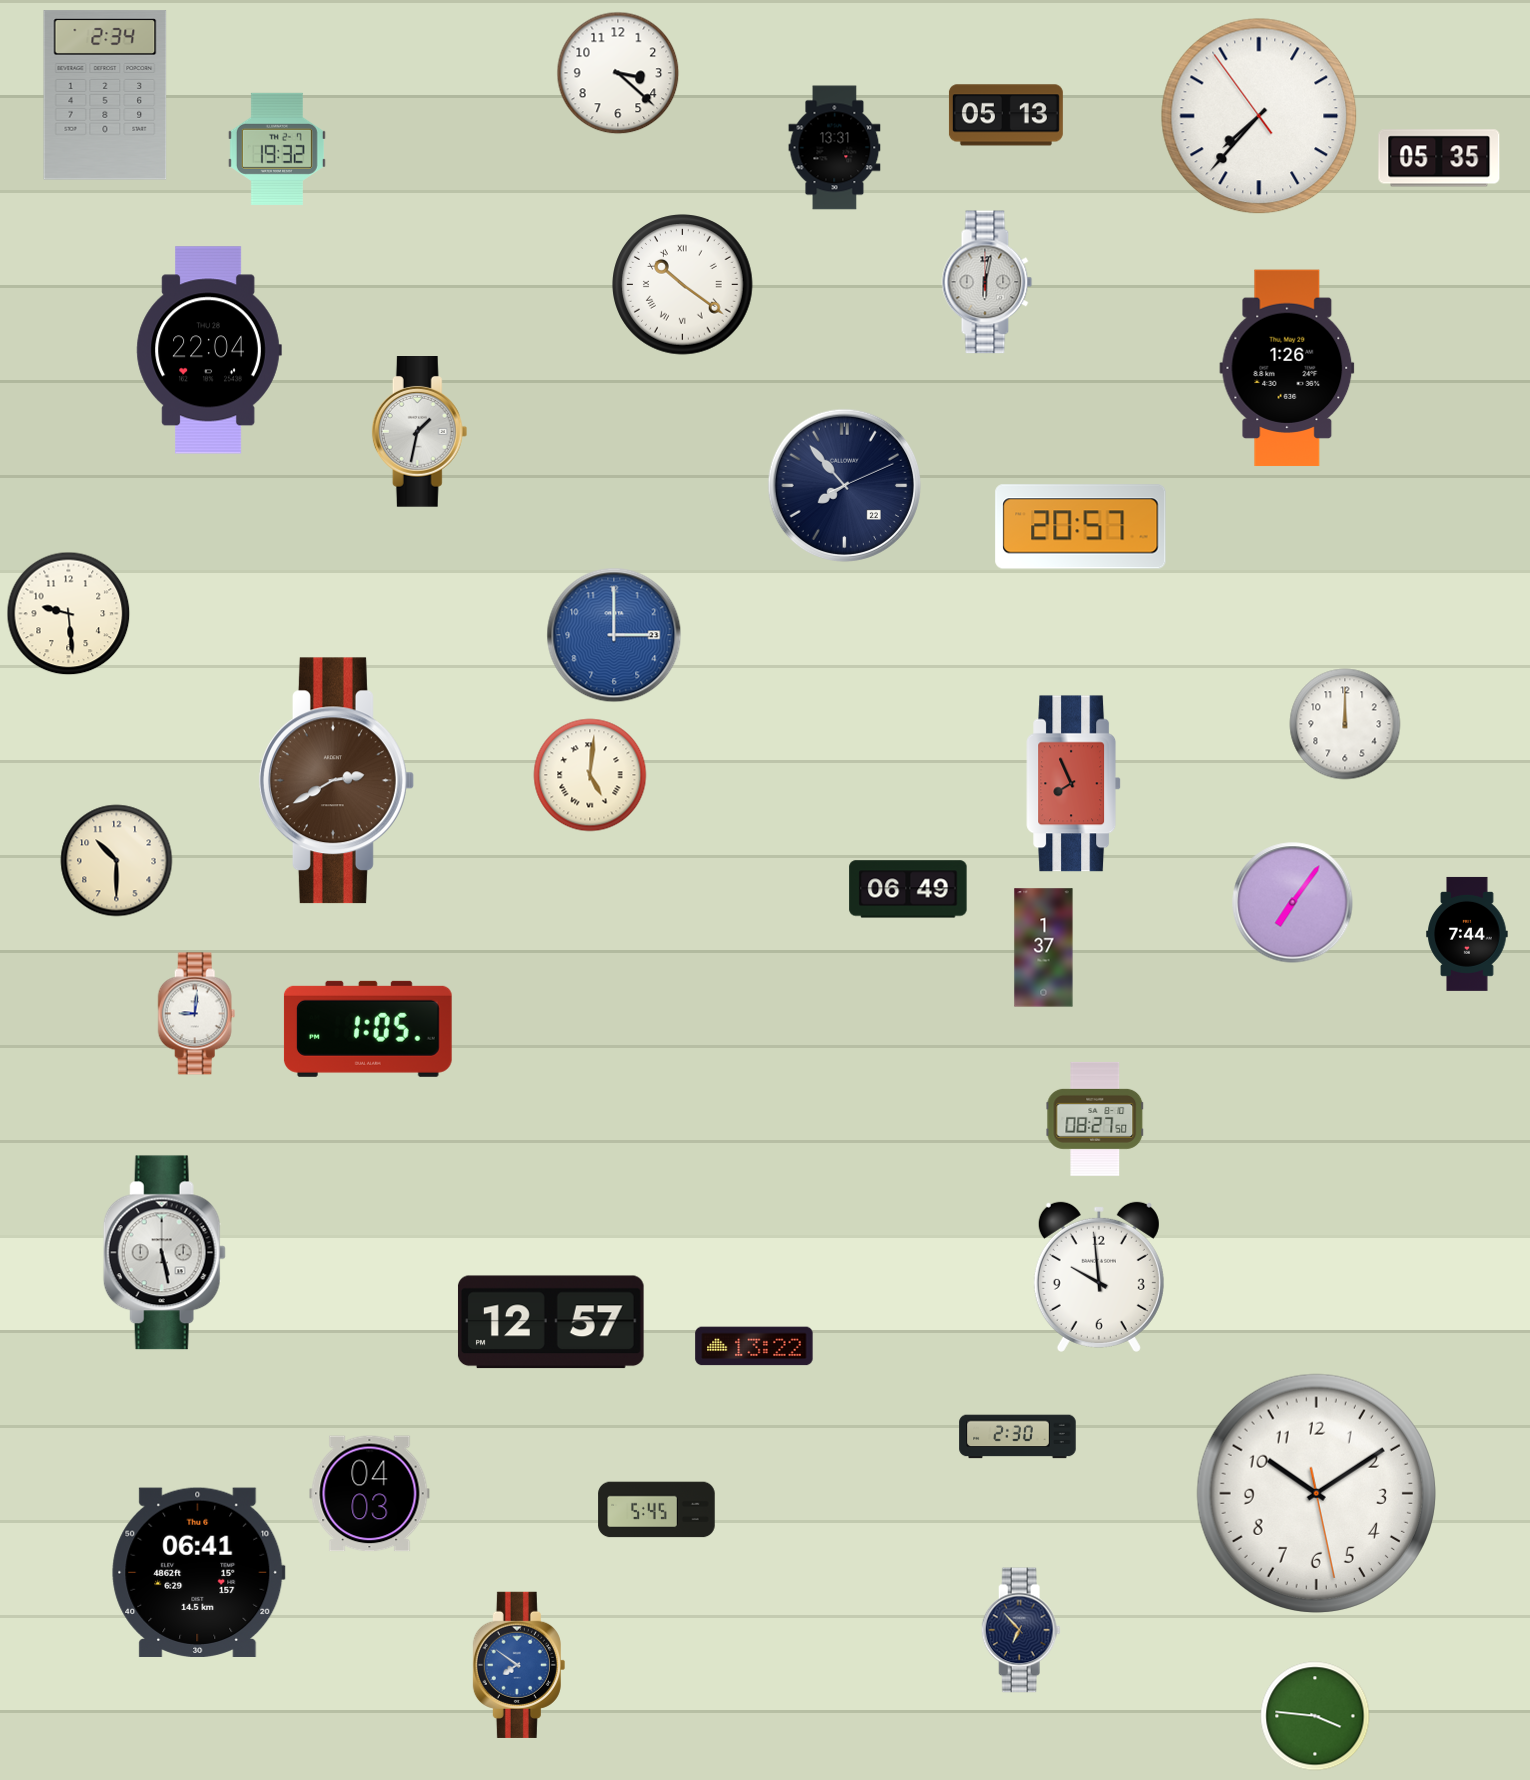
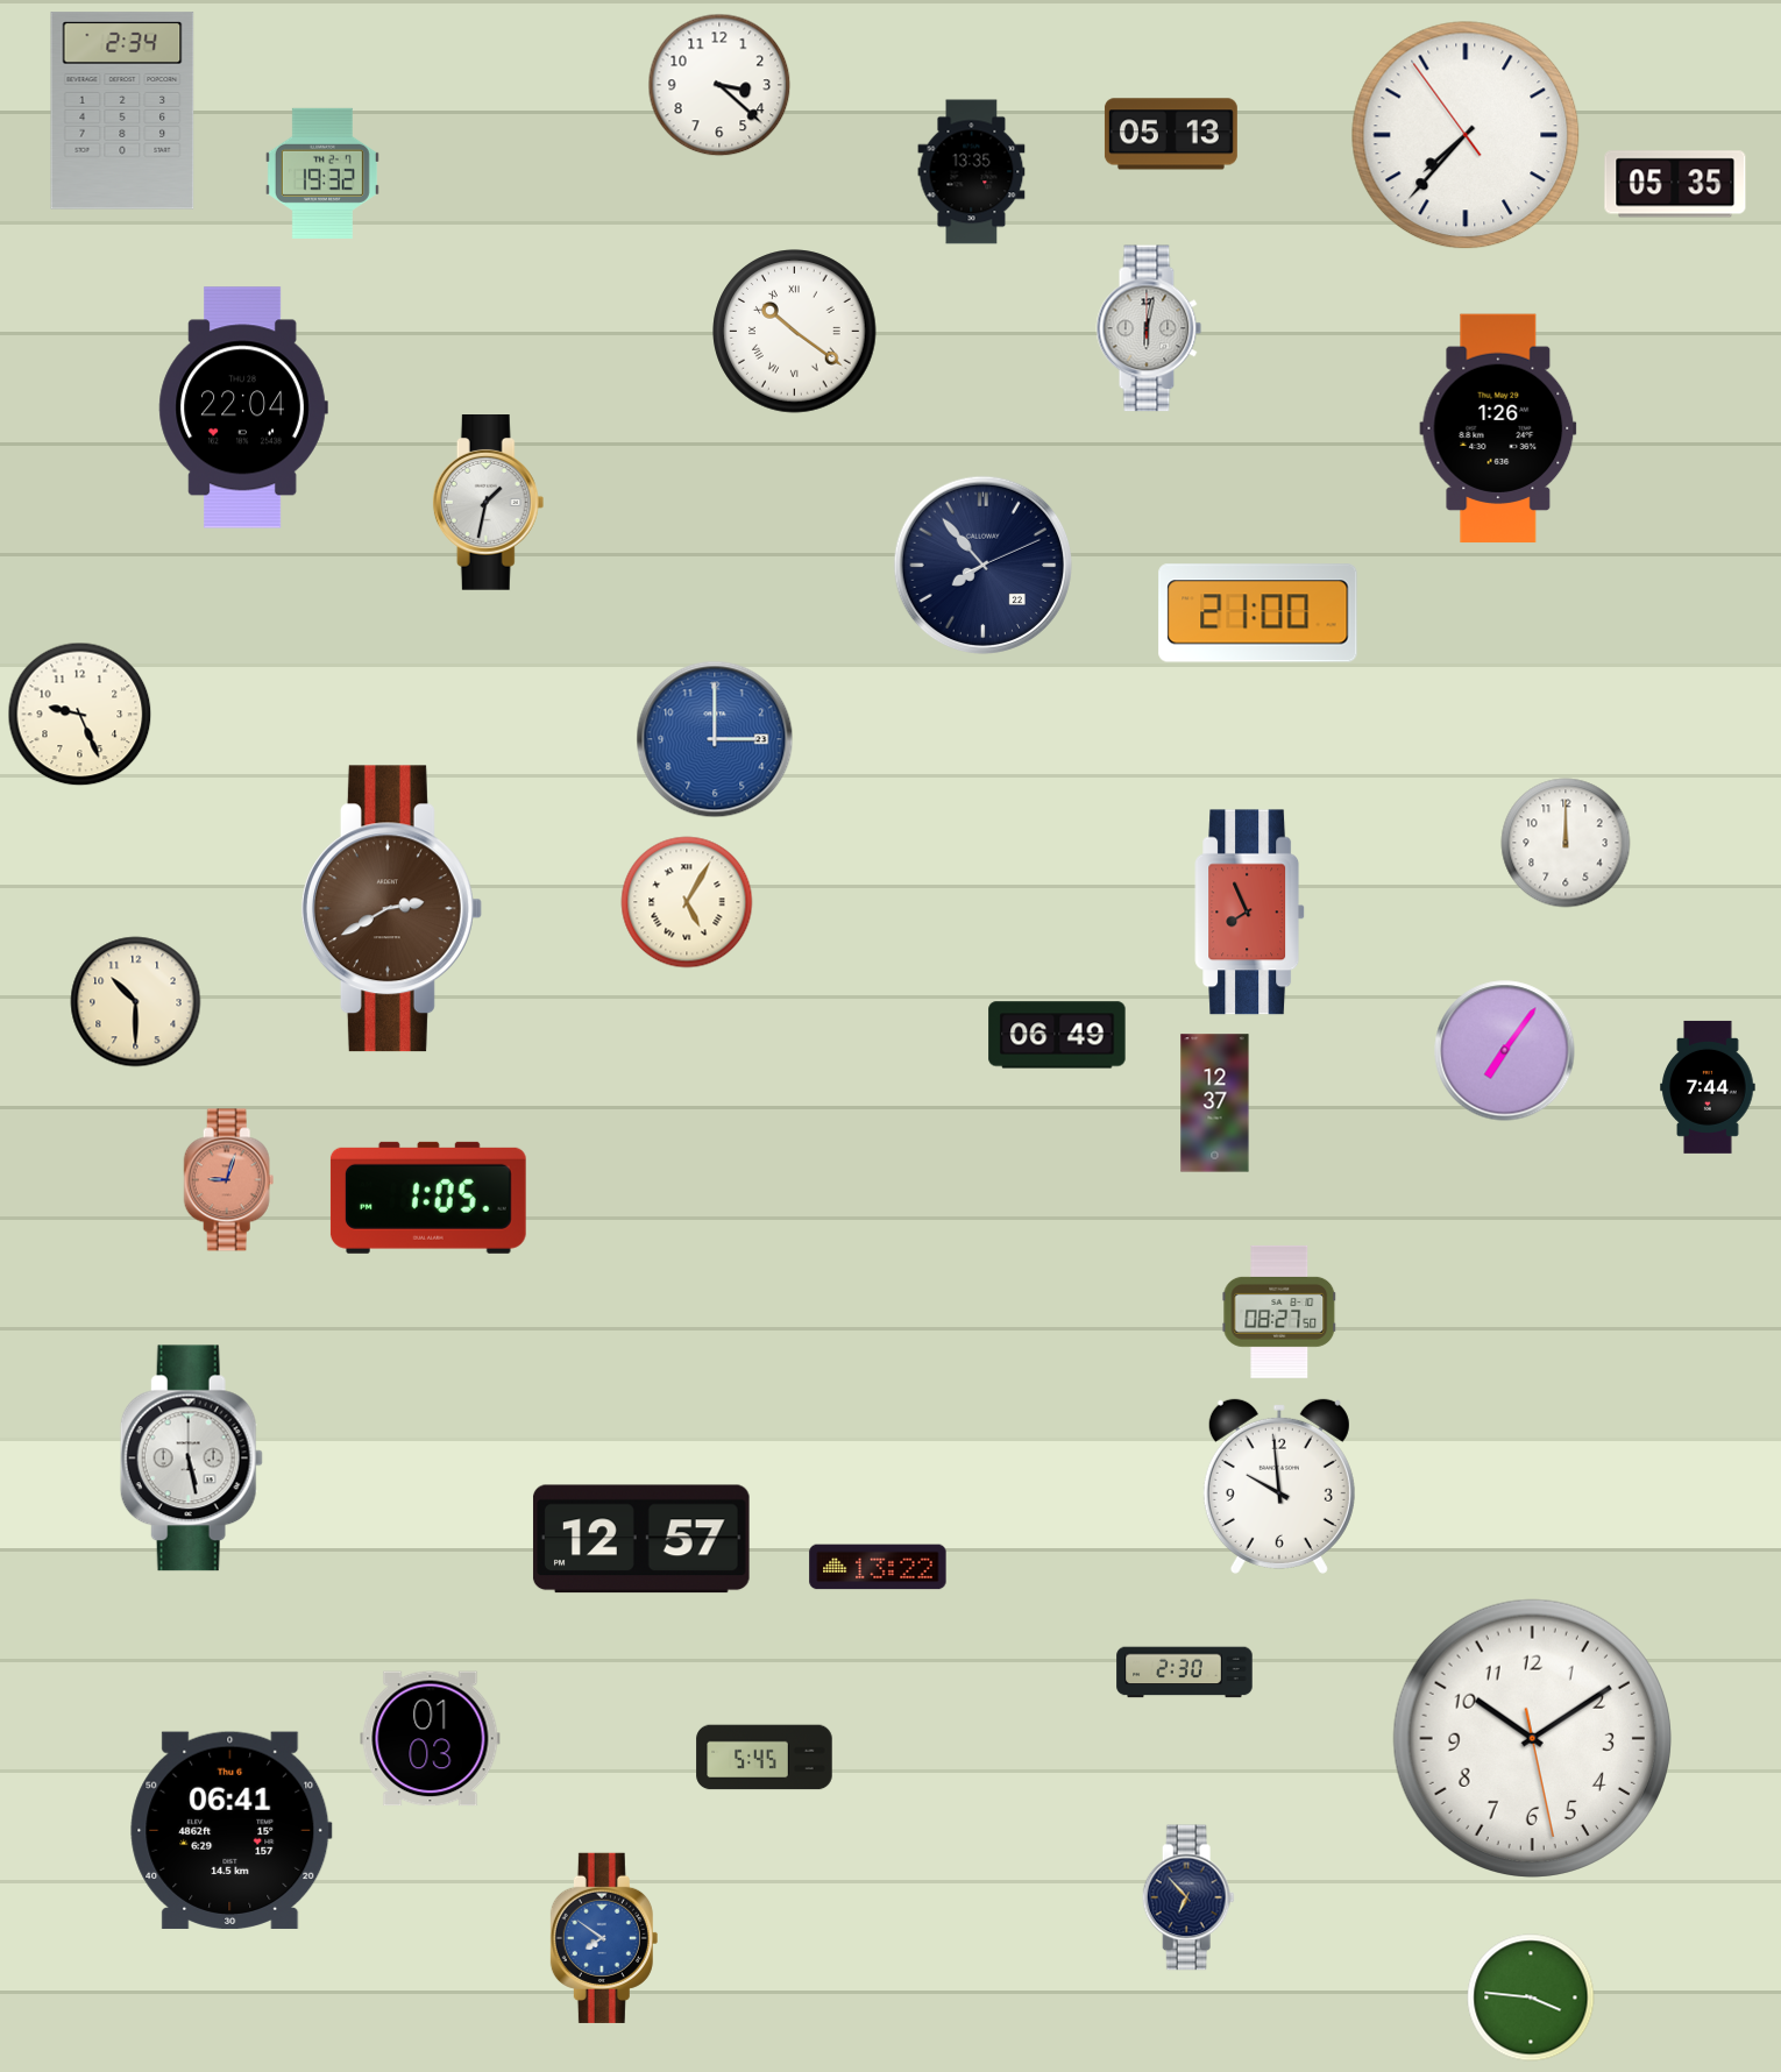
clock at (835, 148): 13:31 -> 13:35
clock at (1081, 527): 20:57 -> 21:00
clock at (69, 614): 9:29 -> 9:26
clock at (590, 775): 5:01 -> 5:05
clock at (1044, 948): 1:37 -> 12:37
clock at (197, 1014): 9:01 -> 9:03
clock at (197, 1014) dial: white -> salmon
clock at (1095, 1119) position: (1095, 1119) -> (1279, 1312)
clock at (370, 1494): 04:03 -> 01:03
